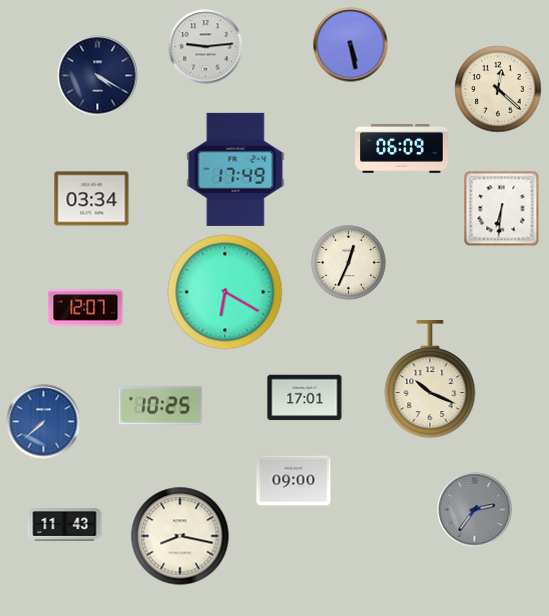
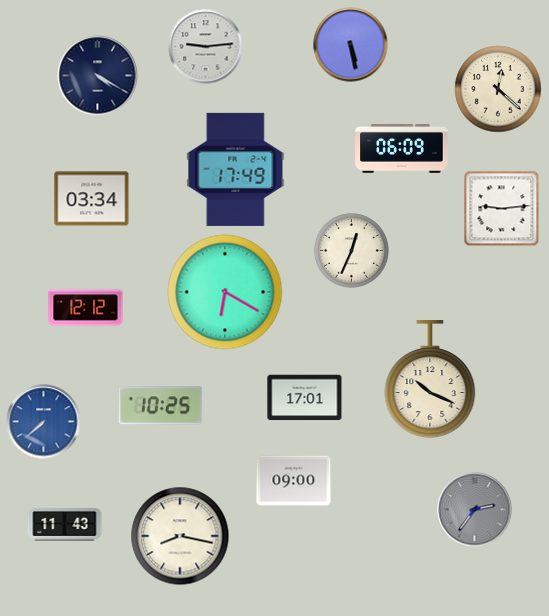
clock at (502, 209): 6:31 -> 9:14
clock at (349, 263) position: (349, 263) -> (352, 251)
clock at (86, 308): 12:07 -> 12:12
